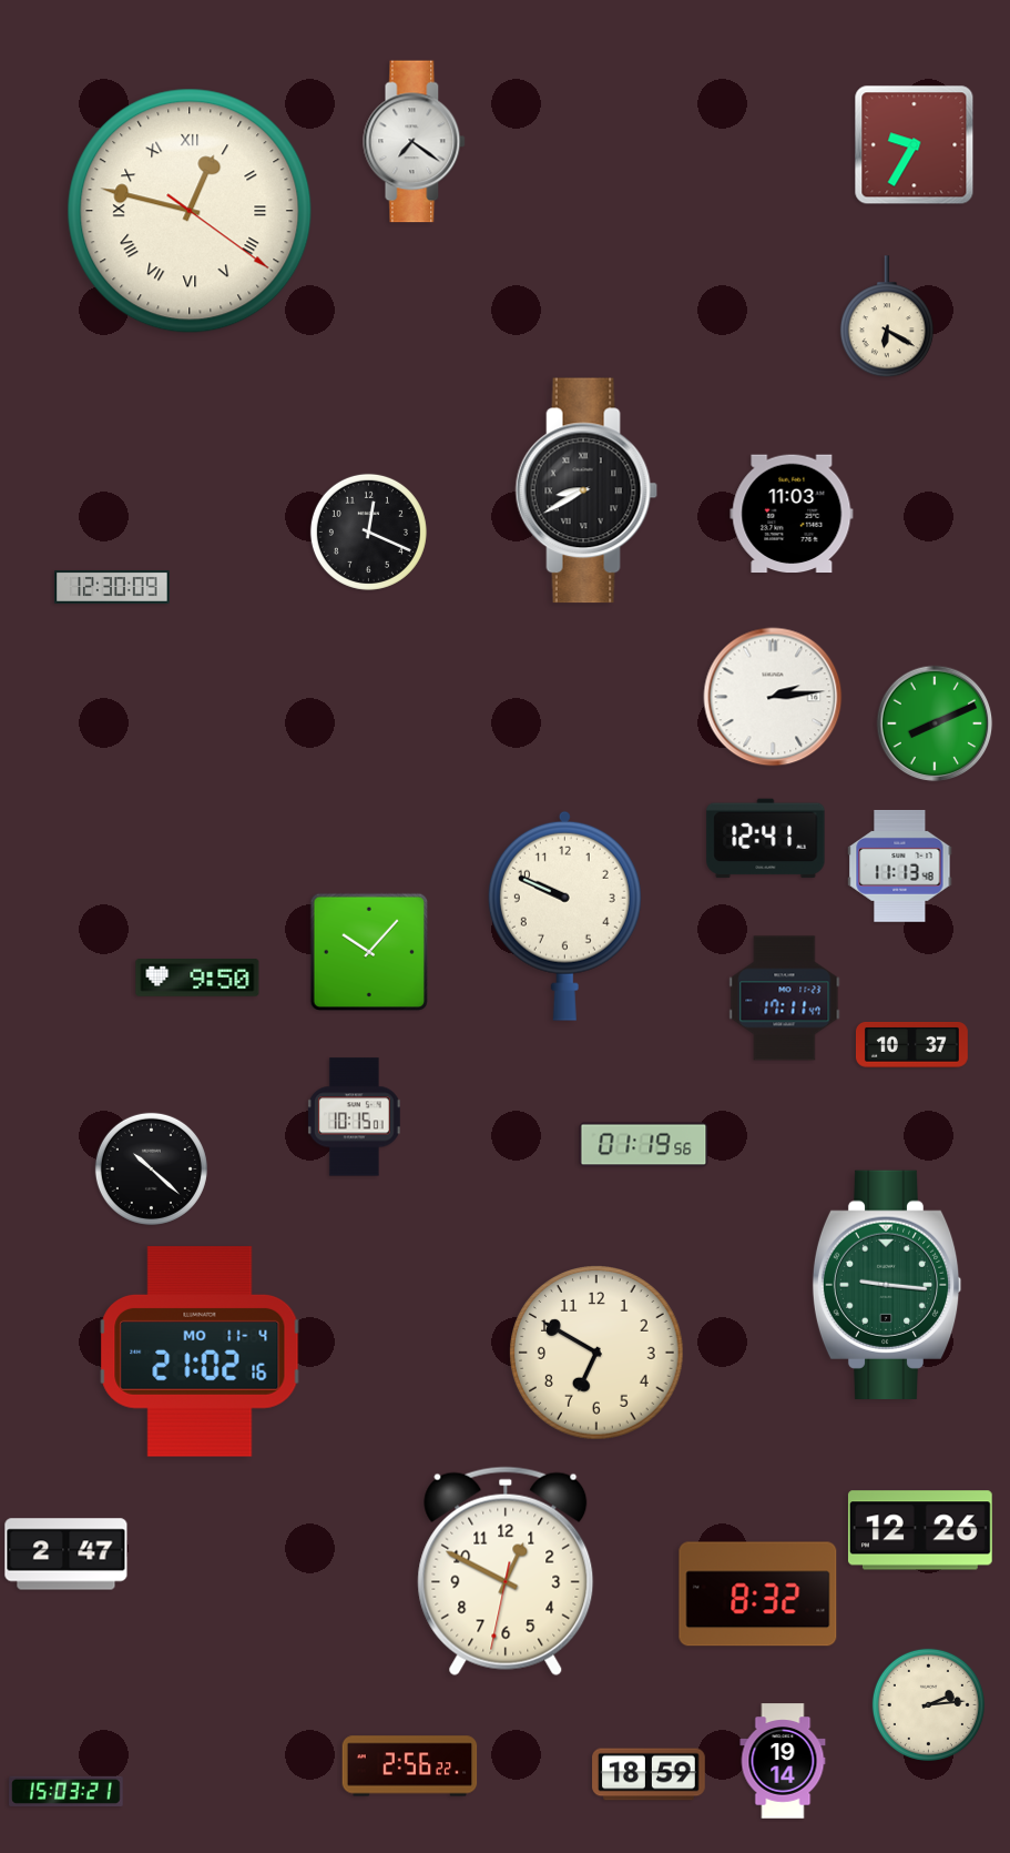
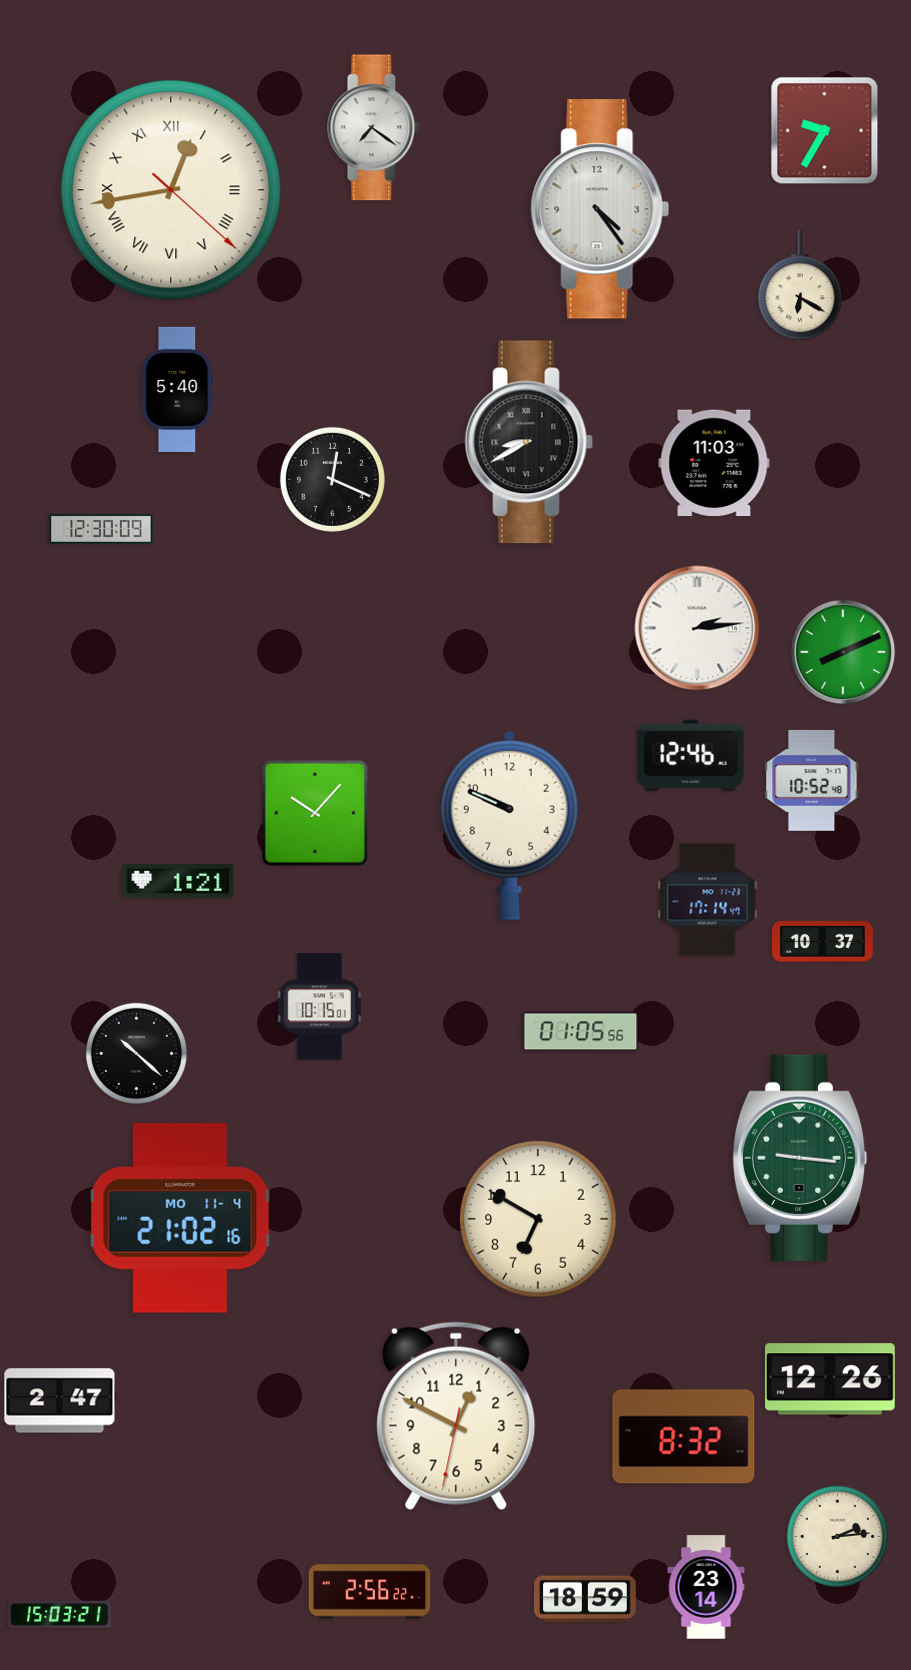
clock at (190, 211): 12:47 -> 12:43
clock at (600, 209): none -> 4:24
clock at (178, 389): none -> 5:40
clock at (766, 839): 12:41 -> 12:46
clock at (900, 865): 11:13 -> 10:52
clock at (368, 951) position: (368, 951) -> (314, 812)
clock at (197, 979): 9:50 -> 1:21
clock at (785, 999): 17:11 -> 17:14
clock at (644, 1145): 01:19 -> 01:05
clock at (783, 1761): 19:14 -> 23:14
